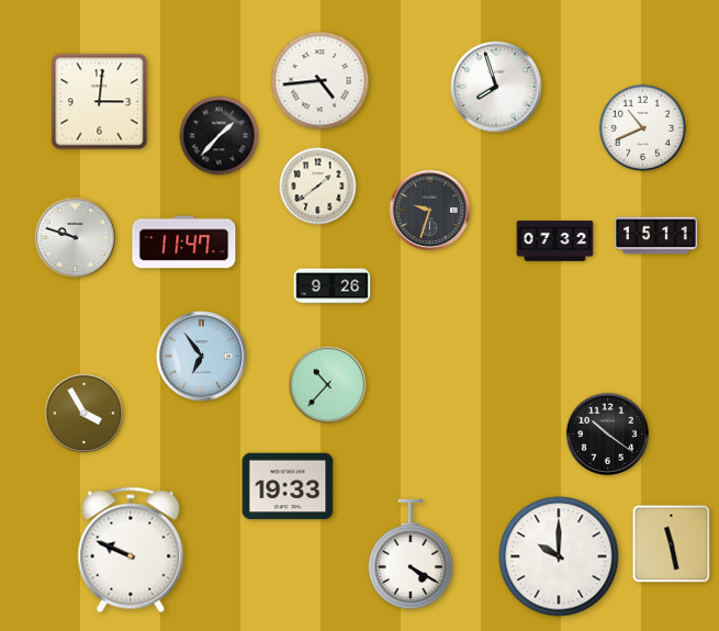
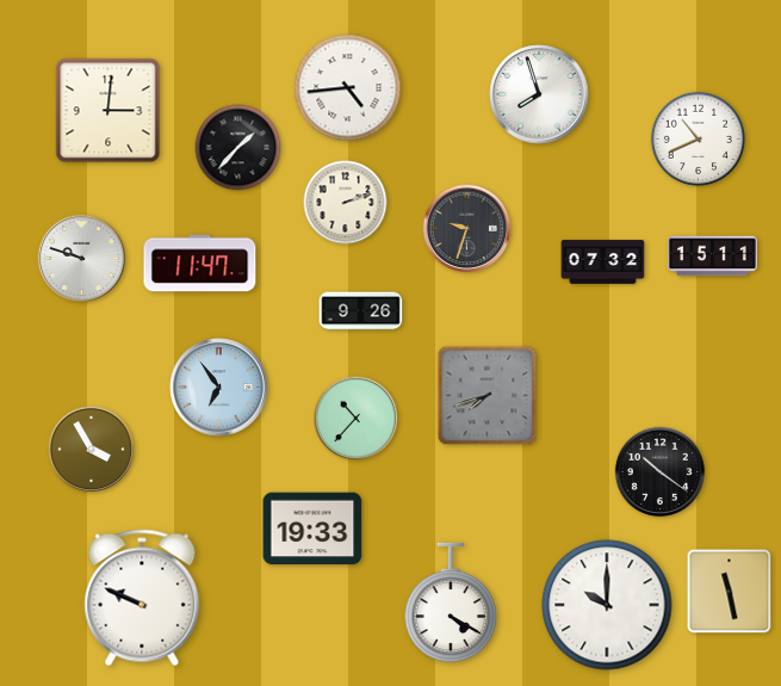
clock at (318, 187): 1:39 -> 2:12
clock at (488, 396): none -> 7:42
clock at (411, 554) position: (411, 554) -> (451, 602)
